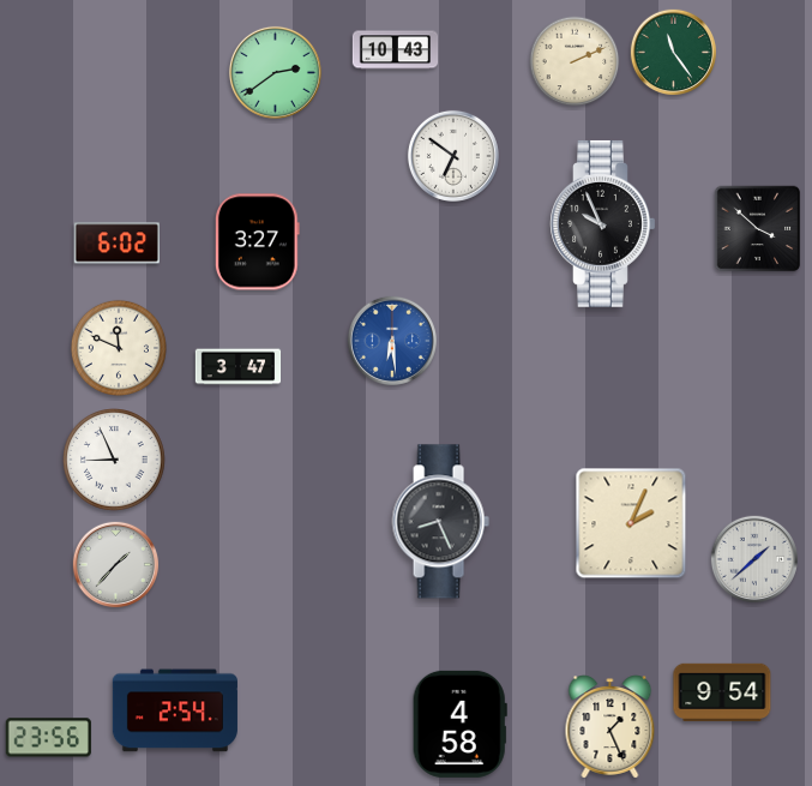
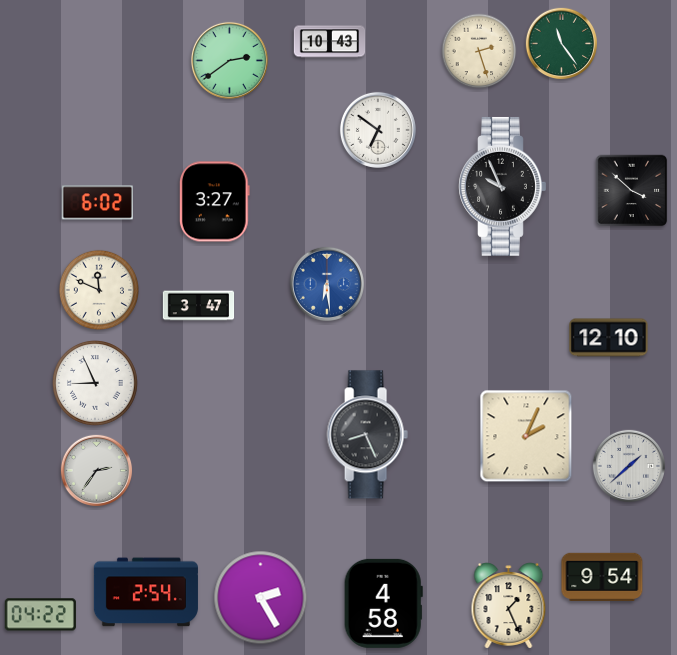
clock at (575, 61): 2:11 -> 2:27
clock at (609, 338): none -> 12:10
clock at (116, 565): 1:37 -> 2:36
clock at (261, 598): none -> 2:25
clock at (48, 738): 23:56 -> 04:22
